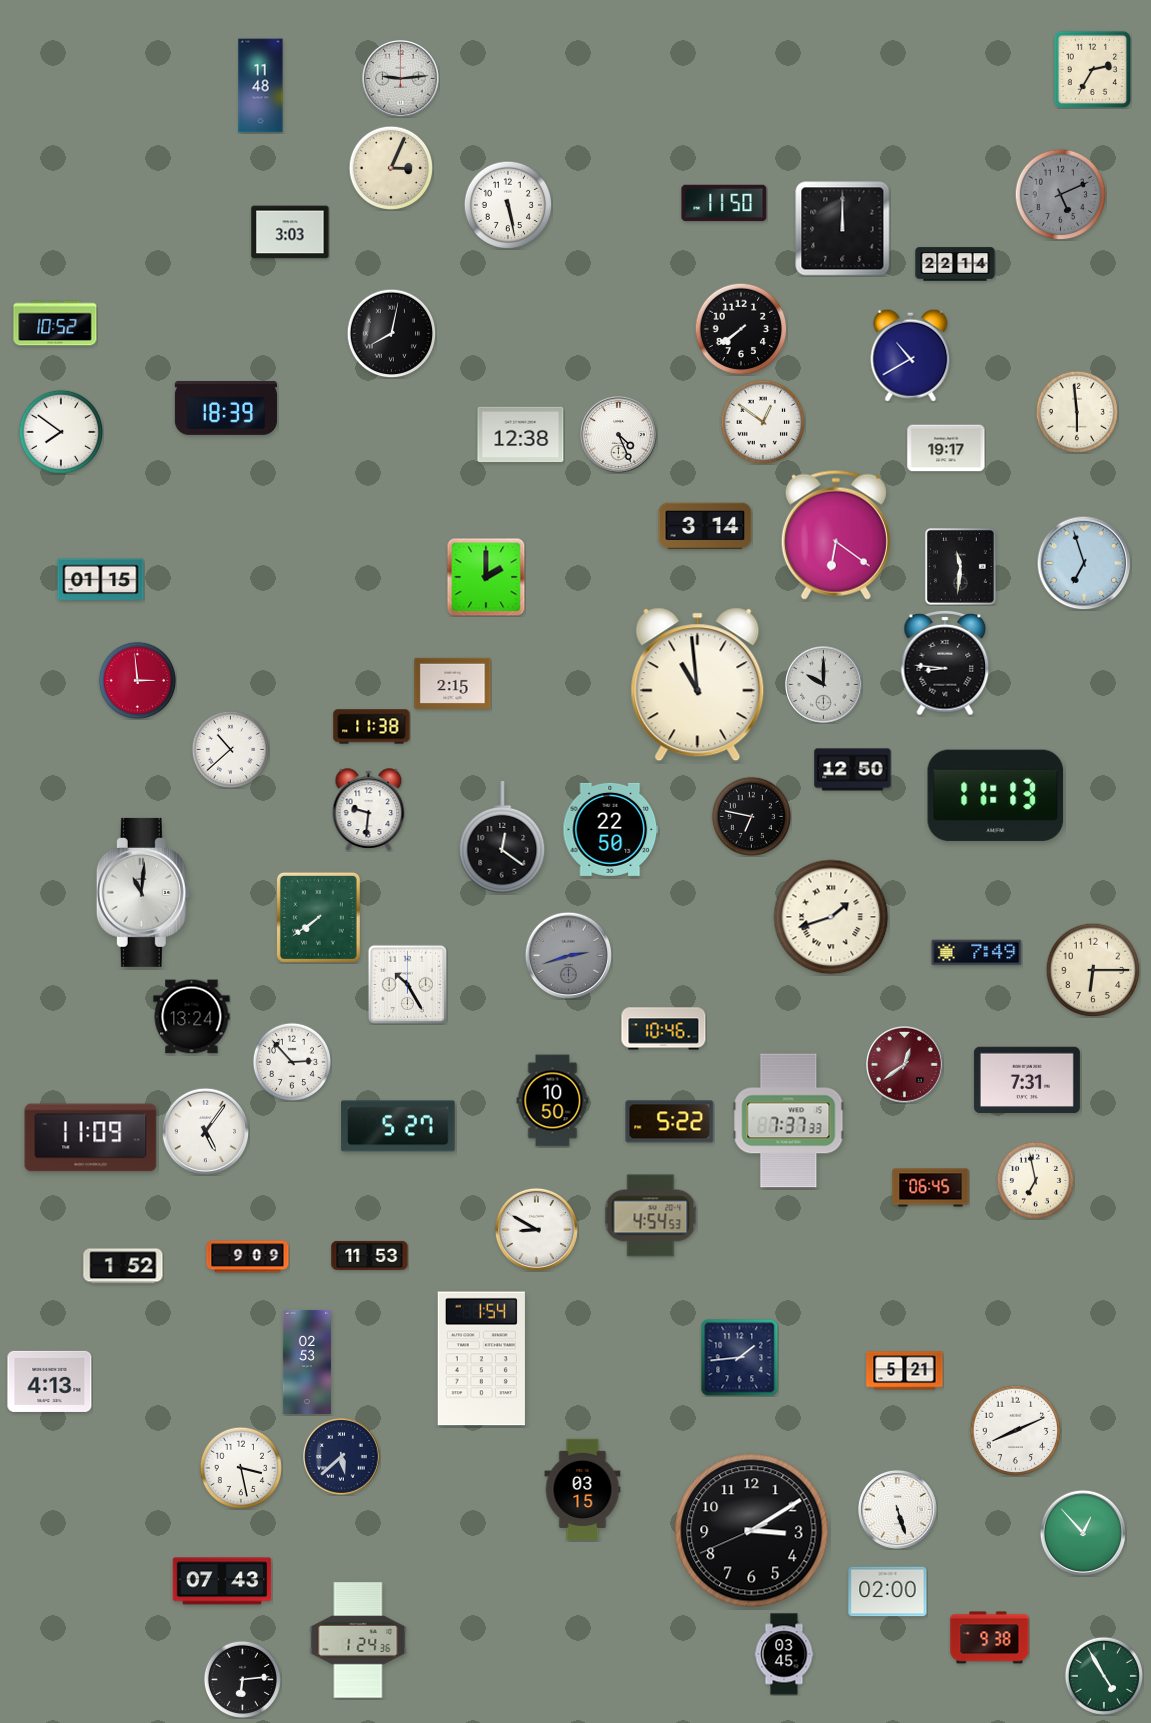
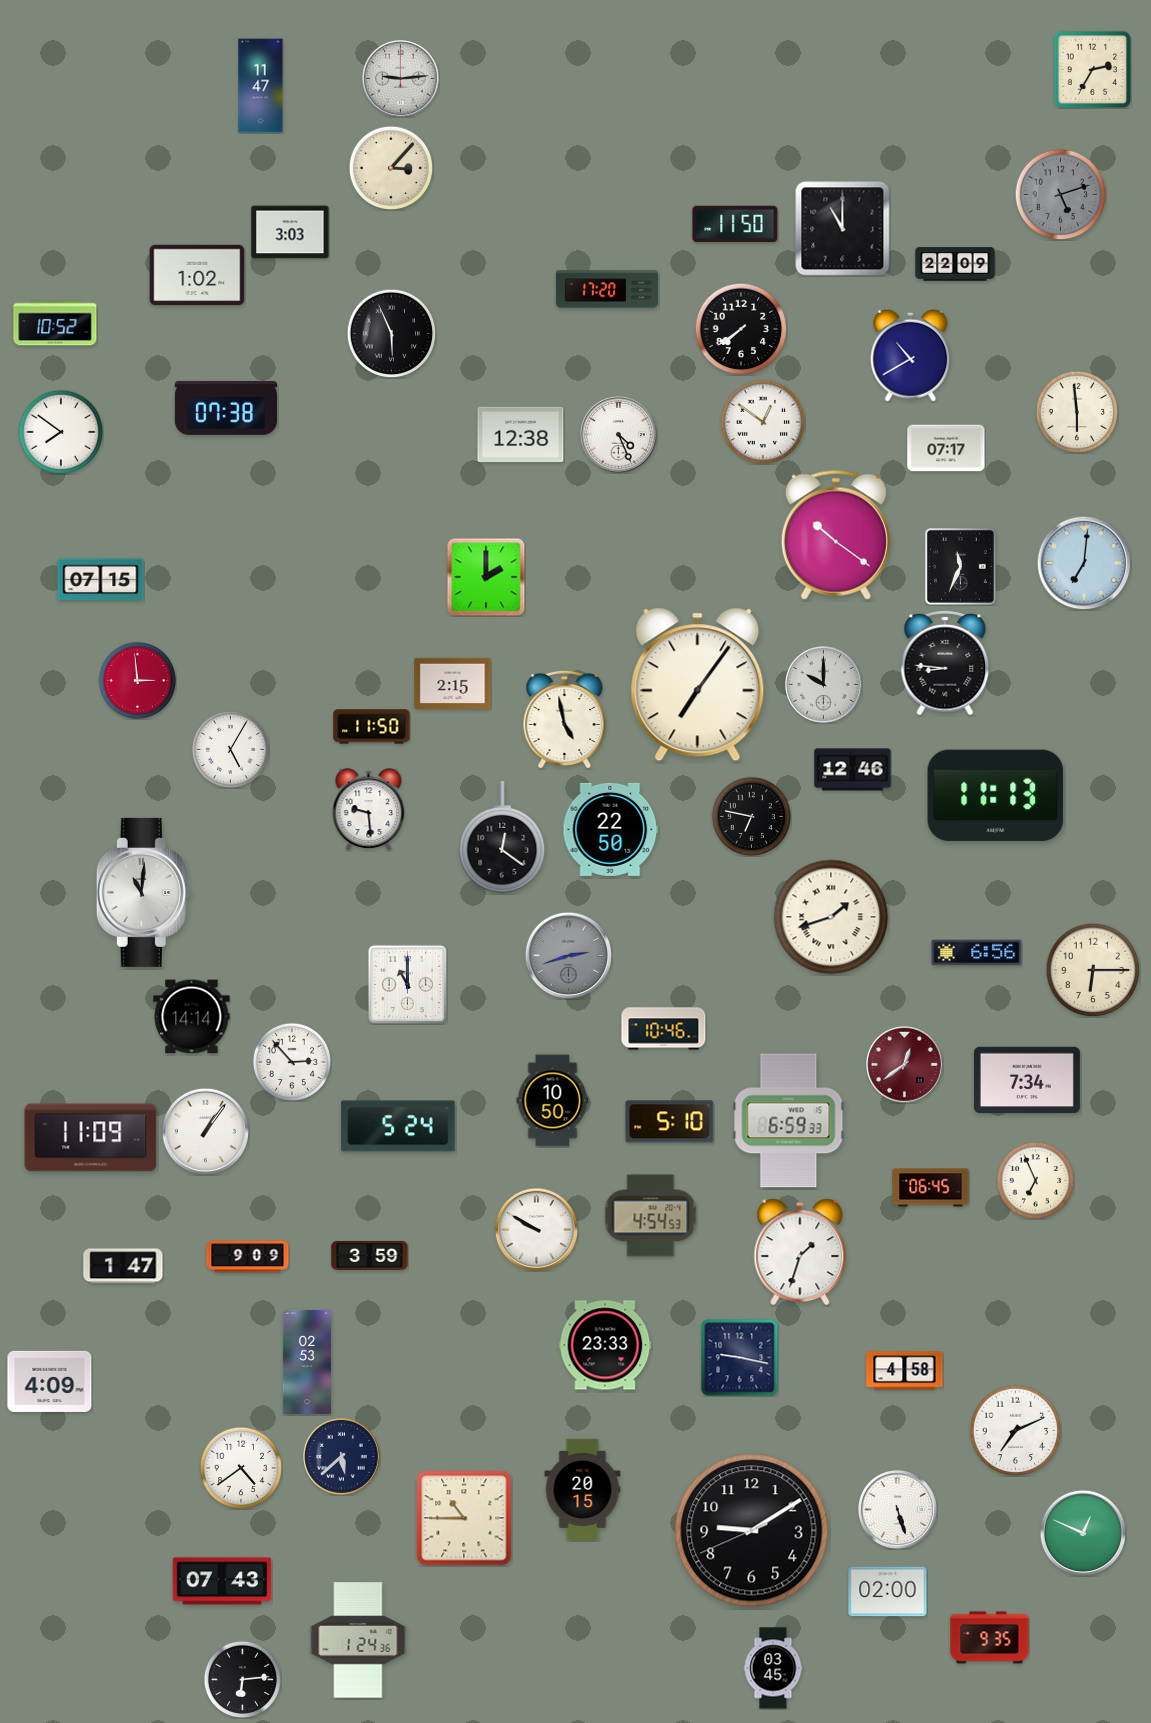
clock at (261, 86): 11:48 -> 11:47
clock at (391, 168): 3:04 -> 3:07
clock at (1060, 194): 5:11 -> 5:12
clock at (724, 203) position: (724, 203) -> (735, 224)
clock at (508, 205): 5:28 -> none
clock at (843, 229): 12:00 -> 11:00
clock at (955, 264): 22:14 -> 22:09
clock at (197, 275): none -> 1:02
clock at (606, 289): none -> 17:20
clock at (391, 333): 8:02 -> 5:56
clock at (226, 408): 18:39 -> 07:38
clock at (946, 448): 19:17 -> 07:17
clock at (705, 526): 3:14 -> none
clock at (836, 535): 6:21 -> 10:21
clock at (1084, 563): 6:57 -> 7:01
clock at (961, 567): 11:31 -> 11:34
clock at (101, 580): 01:15 -> 07:15
clock at (698, 685): 10:59 -> 7:06
clock at (565, 719): none -> 4:58
clock at (372, 727): 11:38 -> 11:50
clock at (230, 749): 10:38 -> 5:05
clock at (853, 770): 12:50 -> 12:46
clock at (369, 810): 9:31 -> 9:29
clock at (318, 917): 7:39 -> none
clock at (977, 953): 7:49 -> 6:56
clock at (407, 984): 10:25 -> 11:00
clock at (192, 1017): 13:24 -> 14:14
clock at (1027, 1080): 7:31 -> 7:34
clock at (789, 1121): 7:37 -> 6:59
clock at (670, 1122): 5:22 -> 5:10
clock at (398, 1126): 5:27 -> 5:24
clock at (205, 1131): 5:06 -> 1:06
clock at (1035, 1180): 6:58 -> 6:56
clock at (536, 1229): 8:50 -> 9:50
clock at (800, 1252): none -> 1:33
clock at (370, 1255): 11:53 -> 3:59
clock at (123, 1266): 1:52 -> 1:47
clock at (605, 1345): none -> 23:33
clock at (739, 1357): 1:44 -> 9:17
clock at (481, 1359): 1:54 -> none
clock at (905, 1371): 5:21 -> 4:58
clock at (50, 1381): 4:13 -> 4:09
clock at (1015, 1430): 8:11 -> 7:11
clock at (240, 1467): 3:28 -> 4:39
clock at (583, 1489): 03:15 -> 20:15
clock at (464, 1518): none -> 10:45
clock at (752, 1531): 3:09 -> 9:09
clock at (1083, 1532): 12:53 -> 12:49
clock at (990, 1638): 9:38 -> 9:35
clock at (784, 1654) position: (784, 1654) -> (773, 1668)
clock at (1104, 1676): 4:55 -> none
